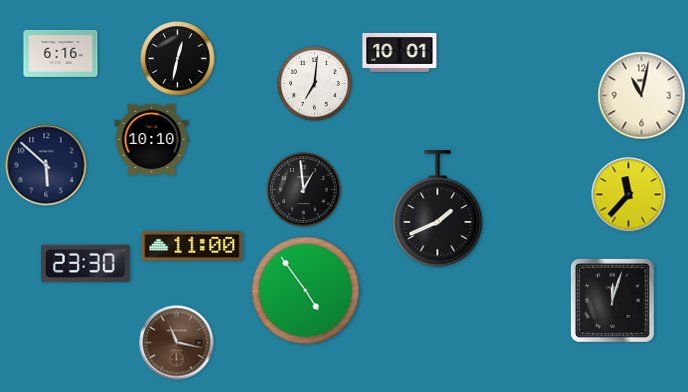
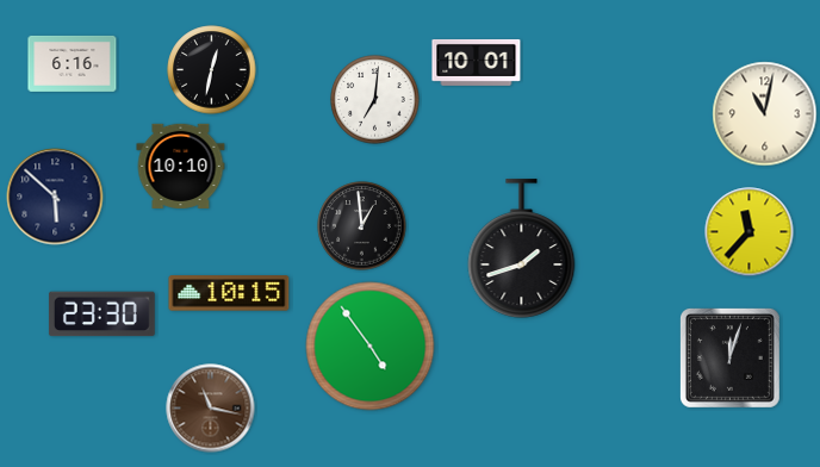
clock at (438, 209): 1:41 -> 1:42
clock at (192, 246): 11:00 -> 10:15
clock at (306, 291) position: (306, 291) -> (371, 347)
